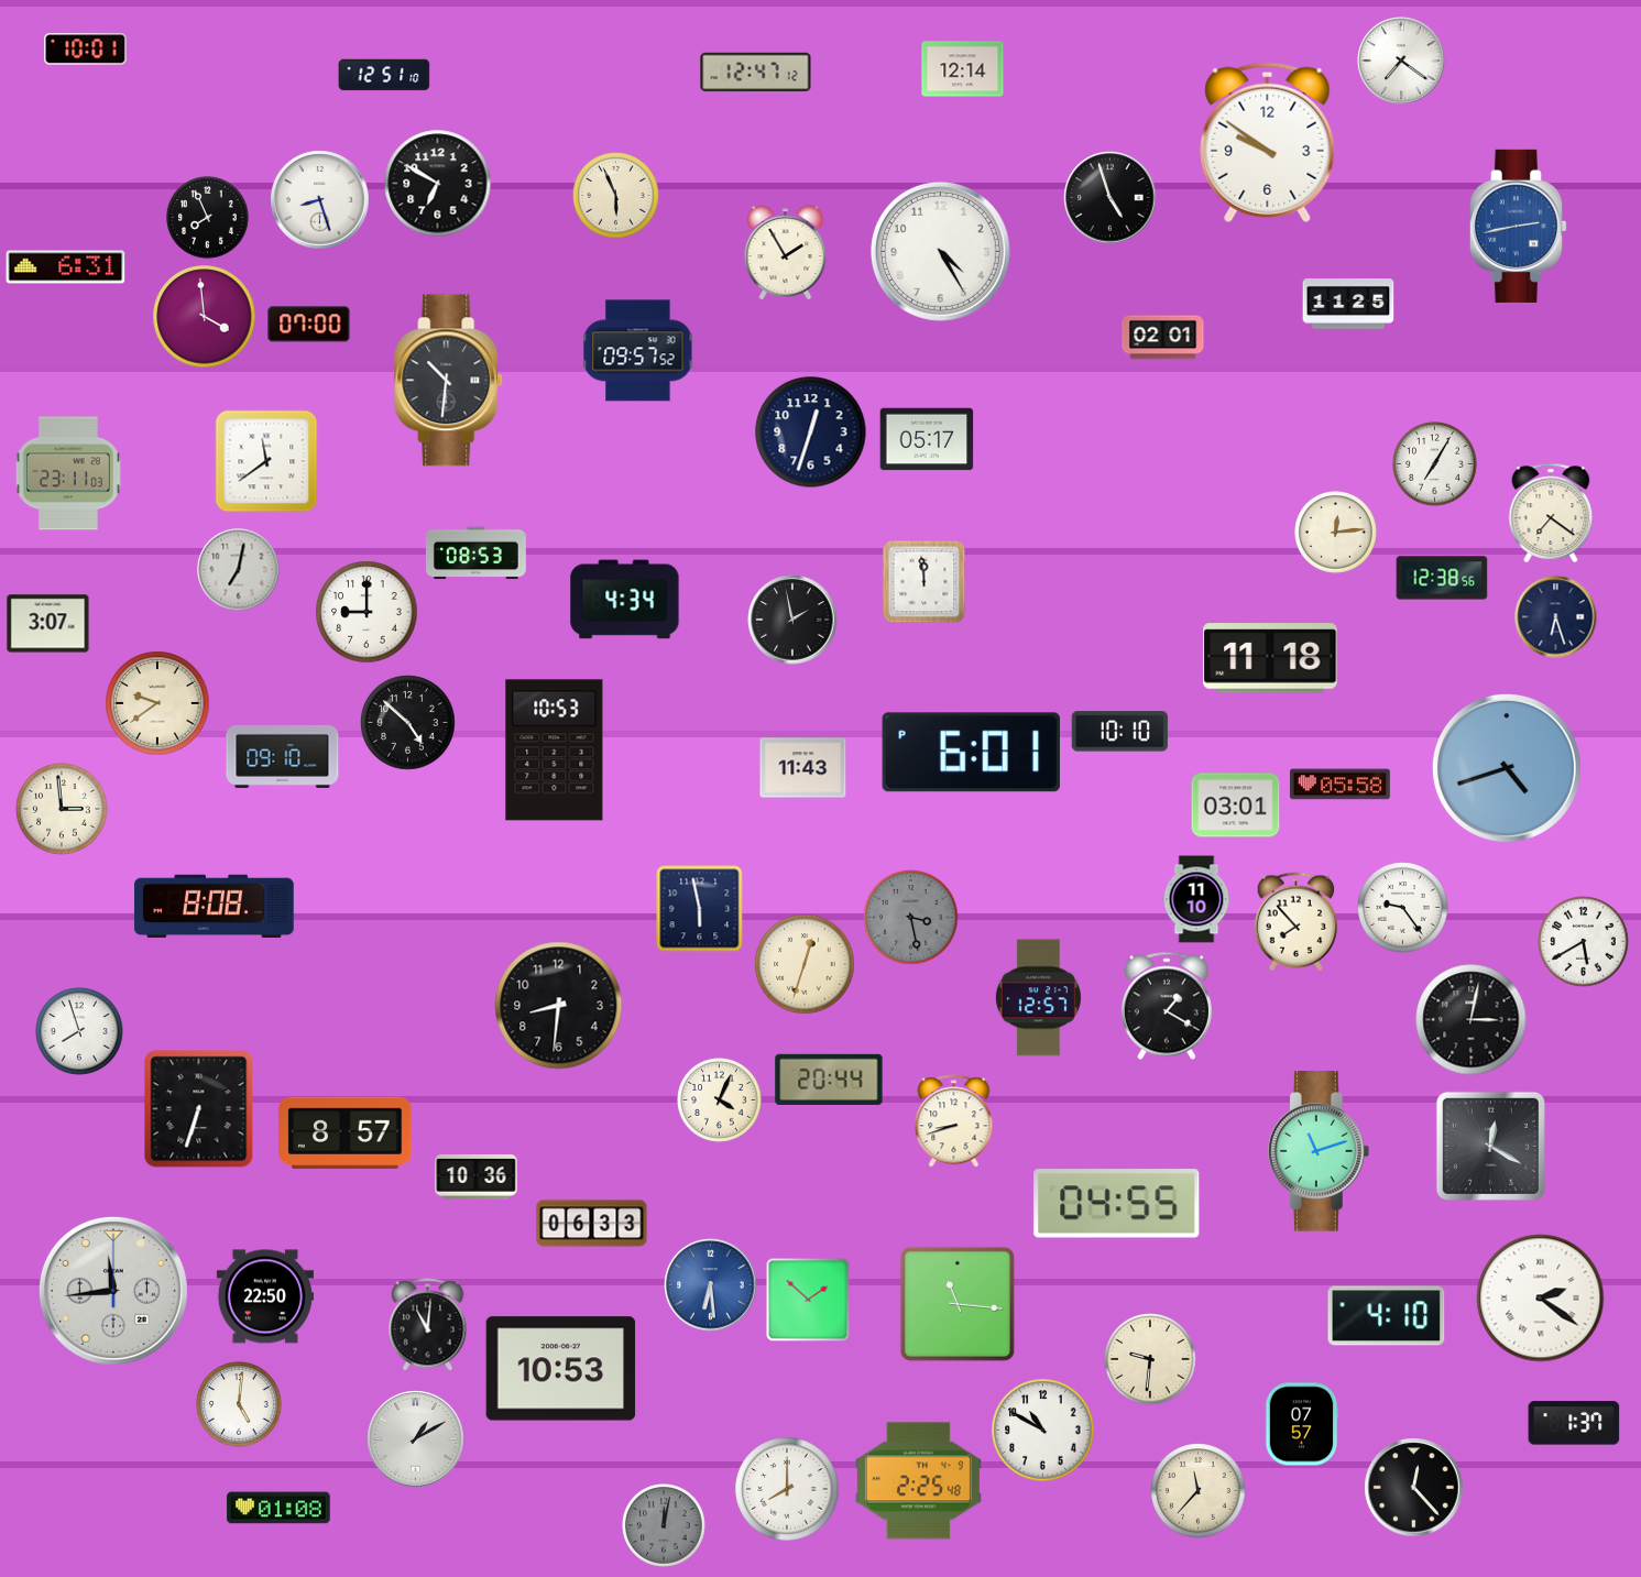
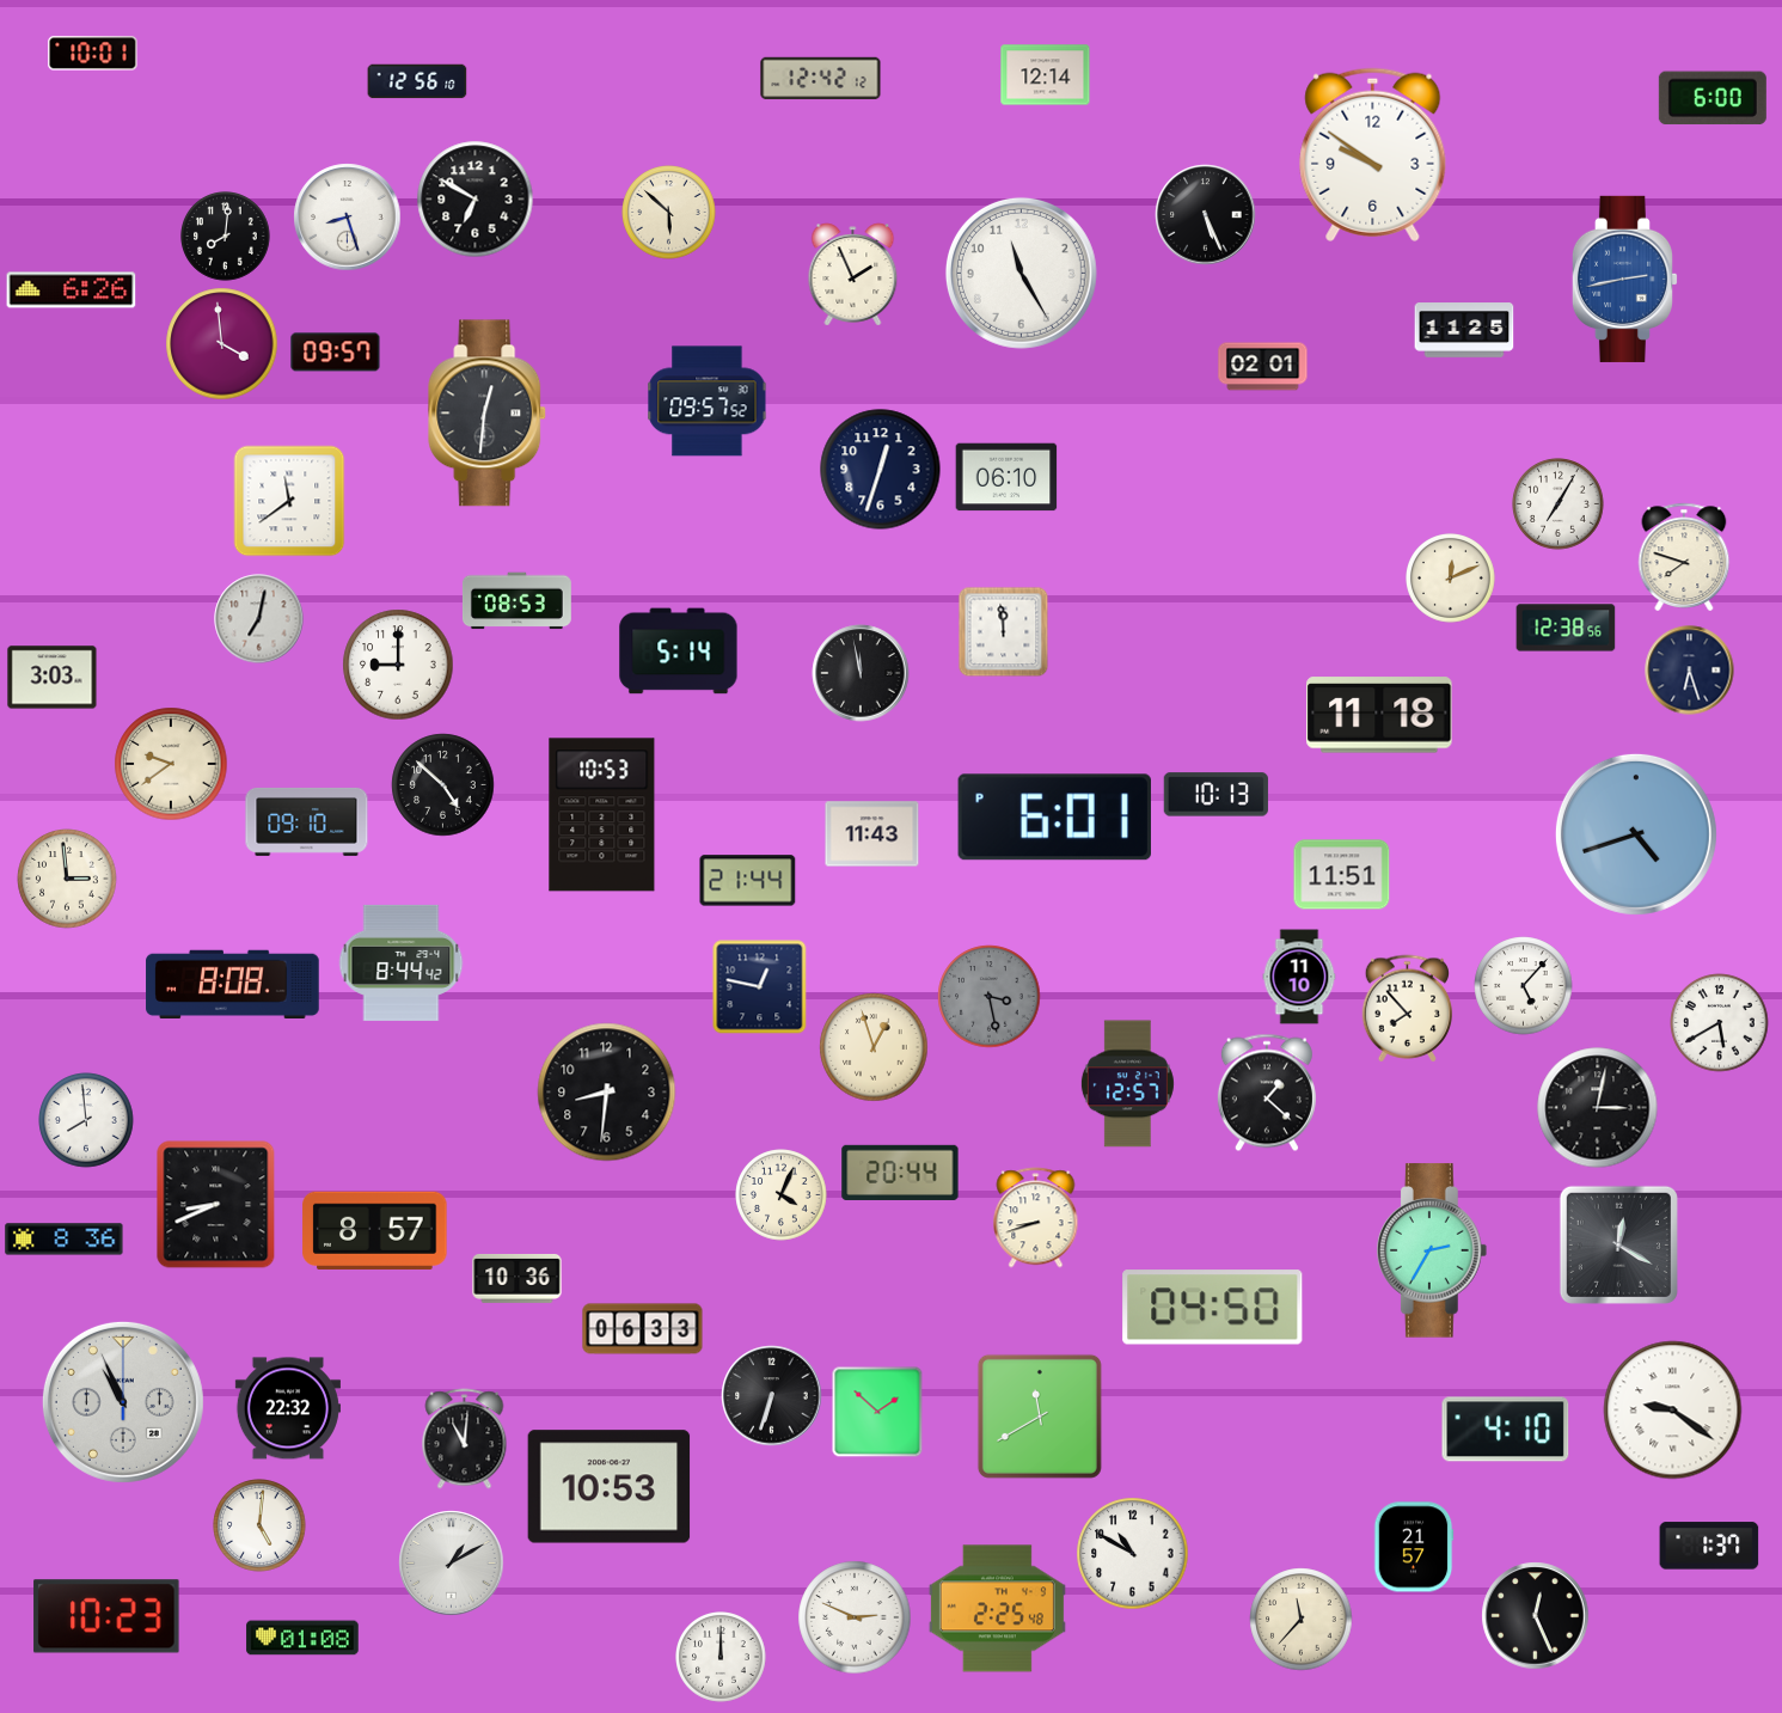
clock at (1401, 61): 7:21 -> none
clock at (756, 73): 12:47 -> 12:42
clock at (384, 75): 12:51 -> 12:56
clock at (1713, 98): none -> 6:00
clock at (1268, 142) position: (1268, 142) -> (1373, 154)
clock at (616, 196): 5:56 -> 5:52
clock at (1111, 198): 4:57 -> 5:26
clock at (208, 218): 7:56 -> 8:01
clock at (1518, 226) position: (1518, 226) -> (1624, 279)
clock at (940, 251): 4:25 -> 11:25
clock at (786, 253): 1:55 -> 1:56
clock at (66, 267): 6:31 -> 6:26
clock at (309, 325): 07:00 -> 09:57
clock at (638, 351) position: (638, 351) -> (708, 402)
clock at (449, 381): 10:31 -> 12:31
clock at (927, 439): 05:17 -> 06:10
clock at (68, 473): 23:11 -> none
clock at (1551, 513): 7:21 -> 7:48
clock at (1336, 533): 12:14 -> 12:11
clock at (625, 600): 4:34 -> 5:14
clock at (792, 620): 1:58 -> 11:58
clock at (48, 624): 3:07 -> 3:03
clock at (1119, 732): 10:10 -> 10:13
clock at (1339, 785): 05:58 -> none
clock at (1236, 806): 03:01 -> 11:51
clock at (748, 881): none -> 21:44
clock at (402, 962): none -> 8:44
clock at (1403, 908): 9:24 -> 5:07
clock at (700, 909): 5:58 -> 12:47
clock at (1297, 922) position: (1297, 922) -> (1408, 1009)
clock at (805, 964): 12:33 -> 12:57
clock at (1167, 1006): 1:20 -> 1:22
clock at (79, 1031): 7:57 -> 7:59
clock at (199, 1109): 6:33 -> 8:41
clock at (65, 1240): none -> 8:36
clock at (1320, 1151): 11:12 -> 2:35
clock at (1117, 1204): 04:55 -> 04:50
clock at (711, 1285): 6:29 -> 6:33
clock at (711, 1285) dial: blue -> black
clock at (113, 1291): 11:44 -> 10:56
clock at (265, 1296): 22:50 -> 22:32
clock at (1541, 1299): 2:21 -> 9:21
clock at (958, 1304): 11:16 -> 11:40
clock at (1150, 1359): 9:31 -> none
clock at (1302, 1424): 07:57 -> 21:57
clock at (106, 1616): none -> 10:23
clock at (1414, 1488): 12:23 -> 12:26
clock at (787, 1489): 8:00 -> 2:49
clock at (664, 1525): 12:02 -> 12:00
clock at (664, 1525) dial: grey -> white
